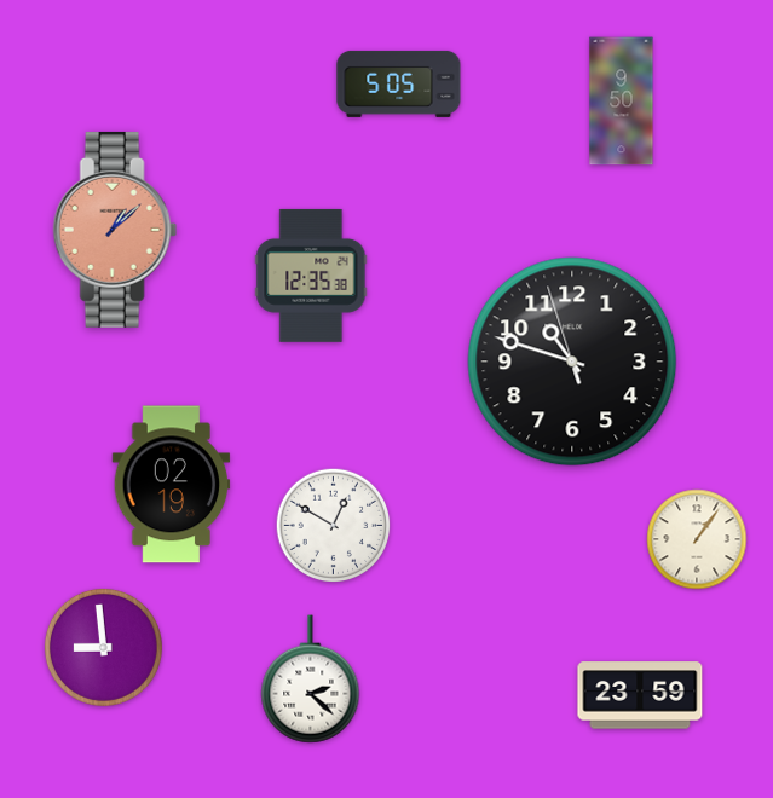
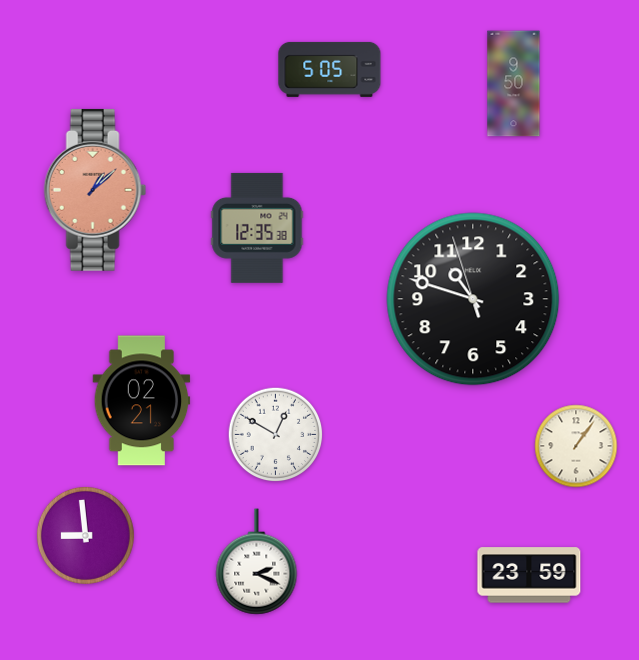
clock at (172, 485): 02:19 -> 02:21
clock at (311, 680): 2:22 -> 2:19
